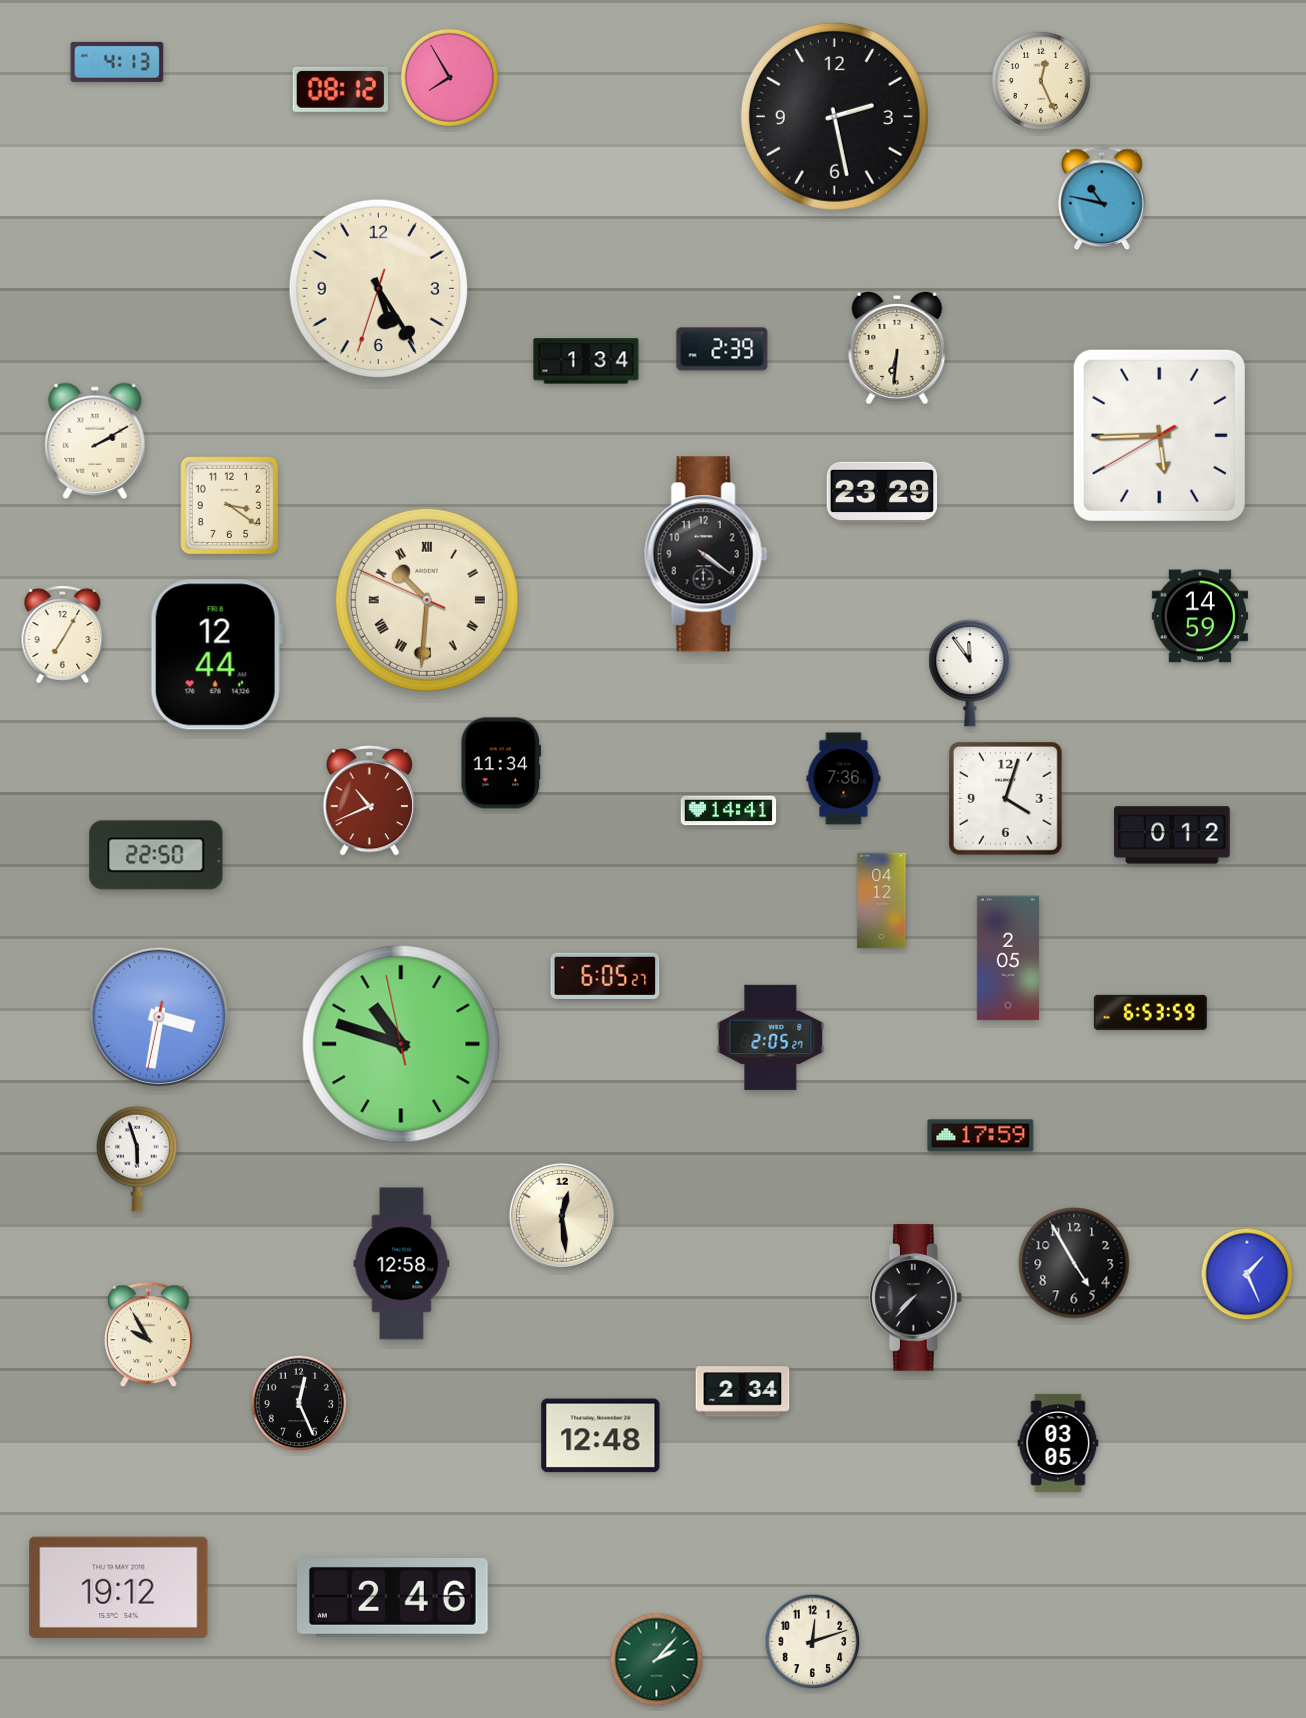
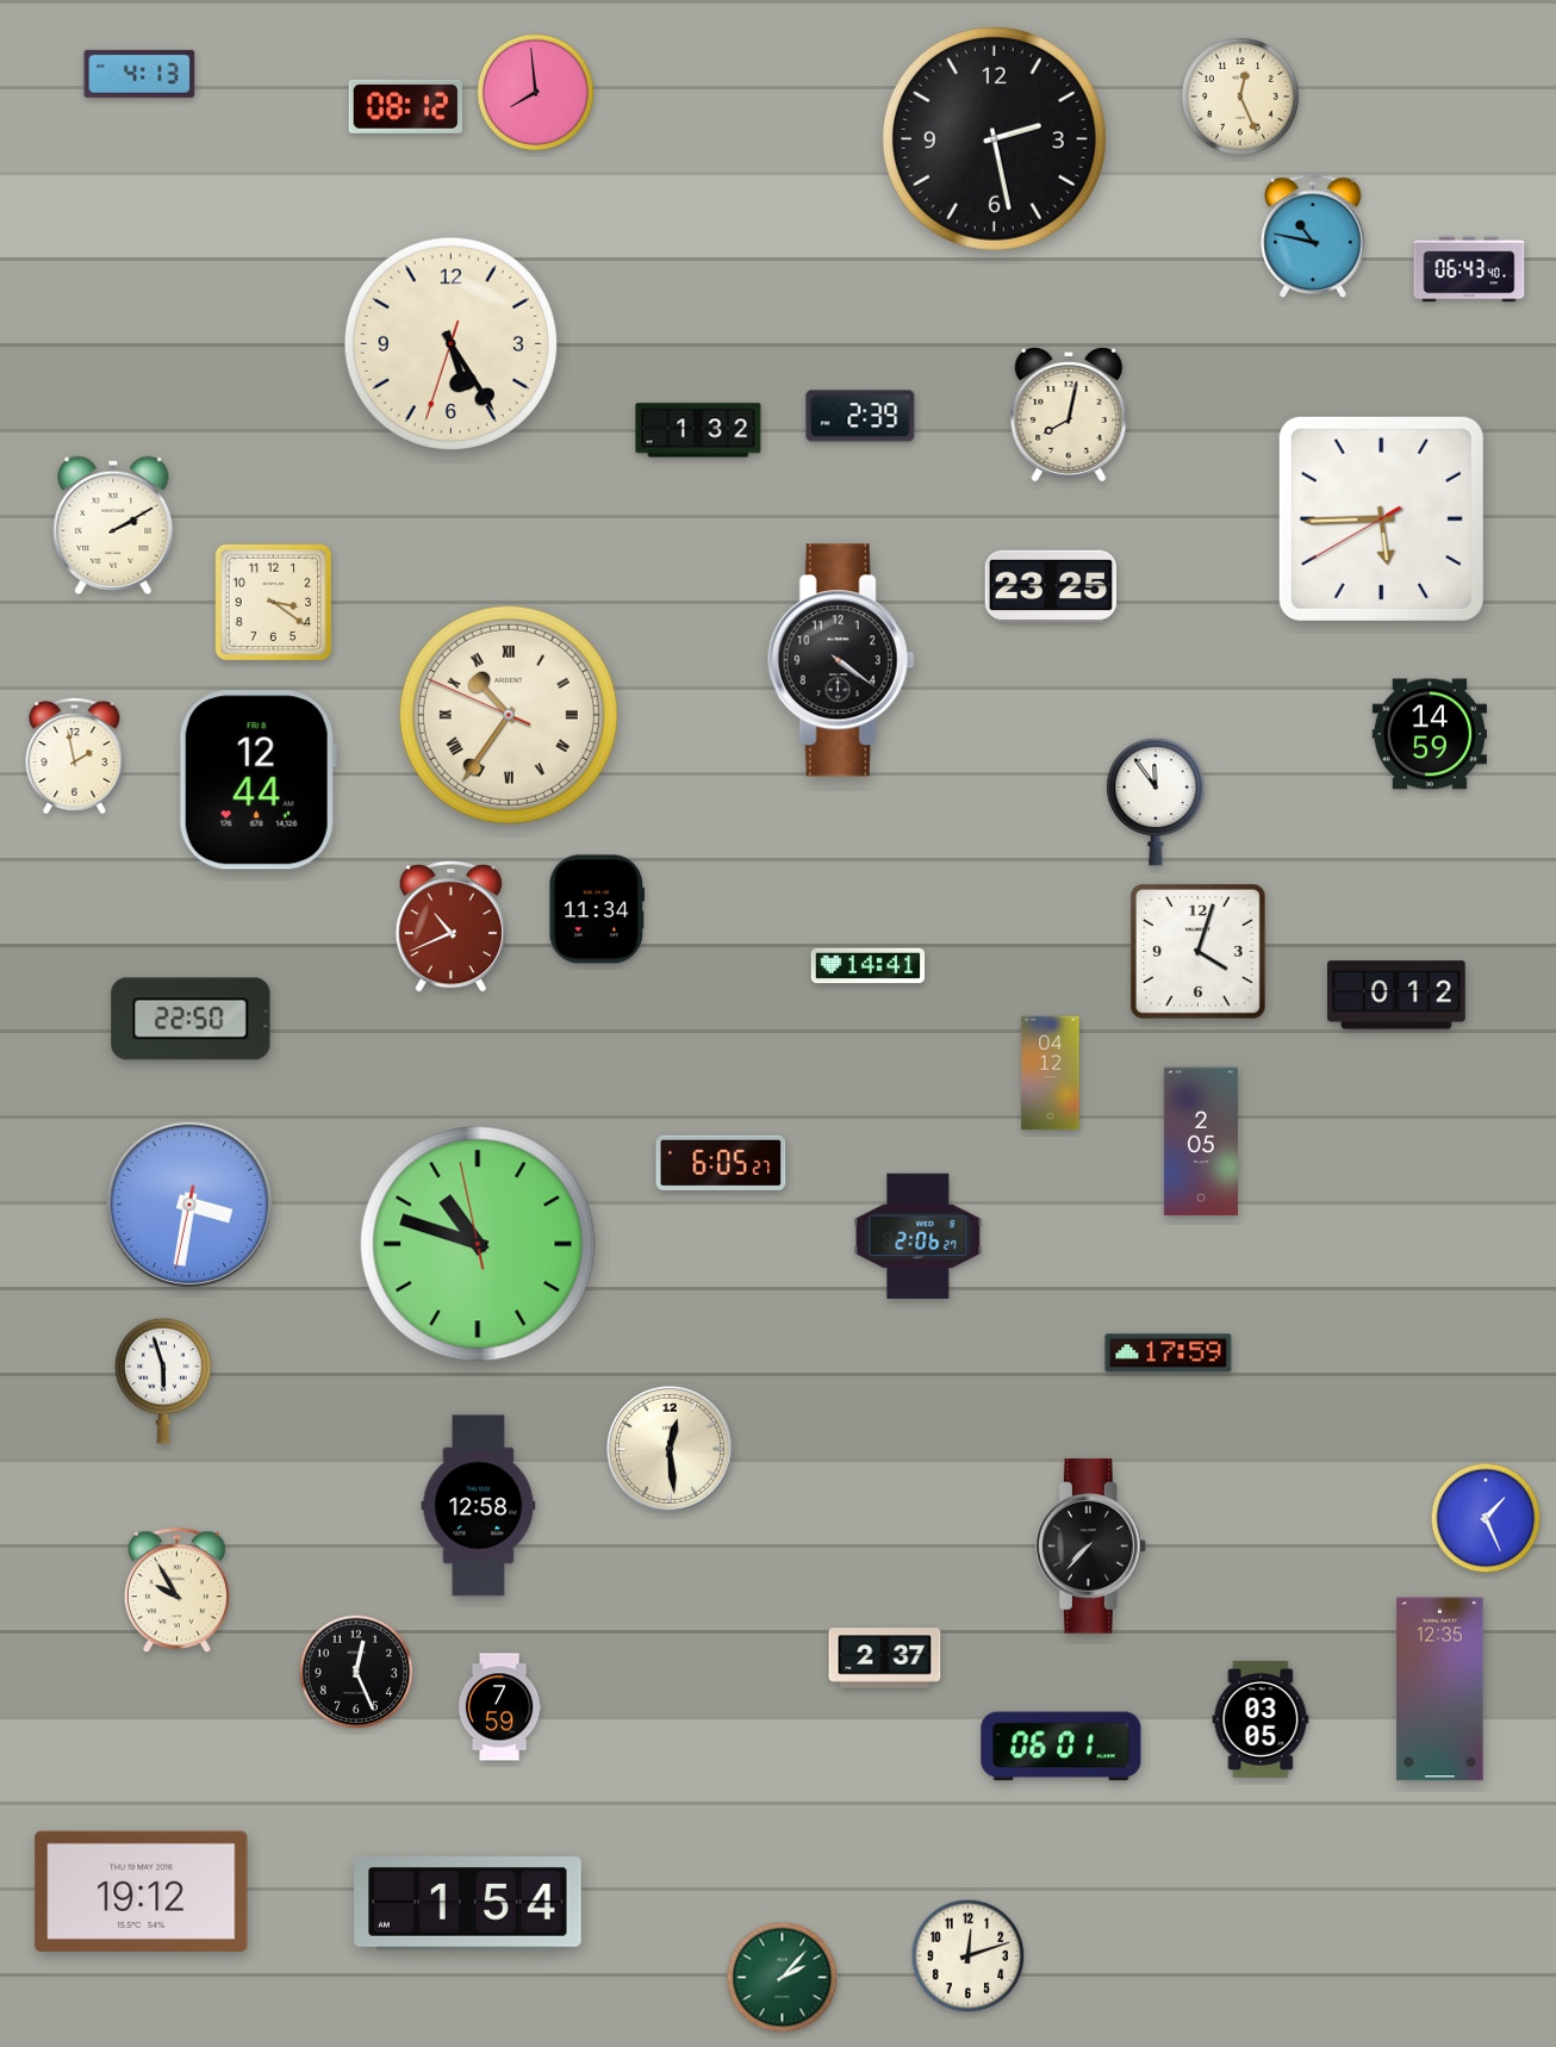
clock at (449, 77): 7:55 -> 7:59
clock at (1469, 269): none -> 06:43
clock at (897, 349): 6:31 -> 8:02
clock at (586, 361): 1:34 -> 1:32
clock at (882, 492): 23:29 -> 23:25
clock at (427, 600): 10:30 -> 10:35
clock at (63, 635): 7:05 -> 1:58
clock at (844, 779): 7:36 -> none
clock at (369, 800) position: (369, 800) -> (450, 926)
clock at (156, 855) position: (156, 855) -> (191, 1019)
clock at (1150, 1012): 6:53 -> none
clock at (158, 1016) position: (158, 1016) -> (188, 1203)
clock at (771, 1037): 2:05 -> 2:06
clock at (1074, 1263): 4:55 -> none
clock at (743, 1392): 2:34 -> 2:37
clock at (1440, 1690): none -> 12:35
clock at (499, 1707): none -> 7:59
clock at (601, 1436): 12:48 -> none
clock at (1062, 1747): none -> 06:01
clock at (393, 1598): 2:46 -> 1:54
